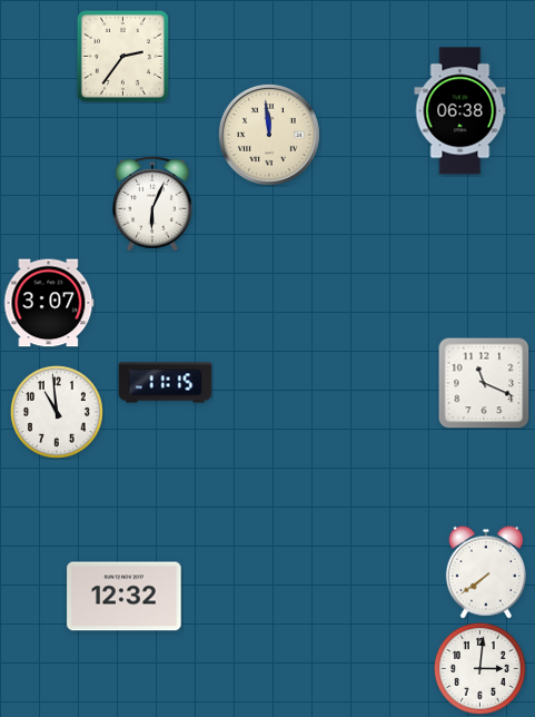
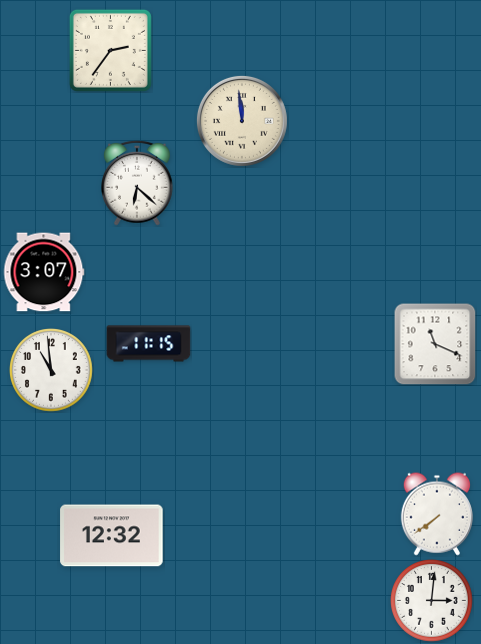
clock at (460, 111): 06:38 -> none
clock at (153, 204): 6:04 -> 6:22
